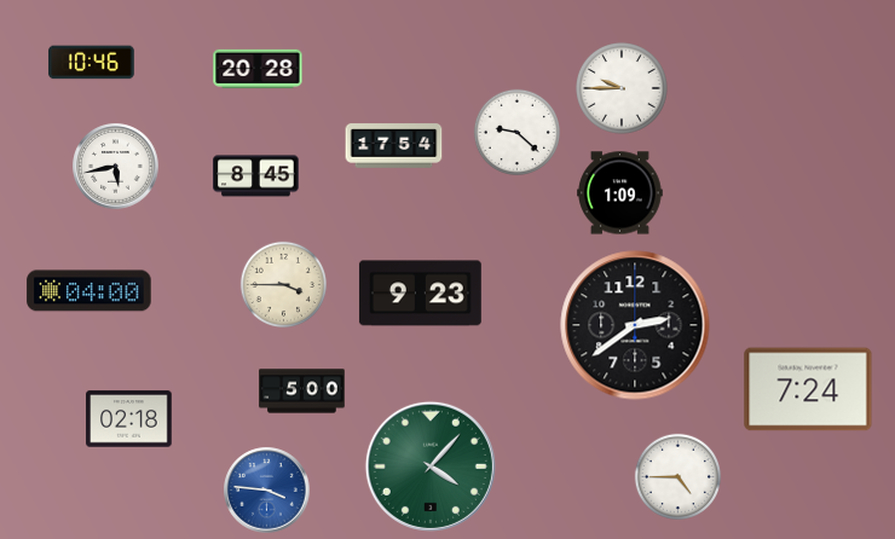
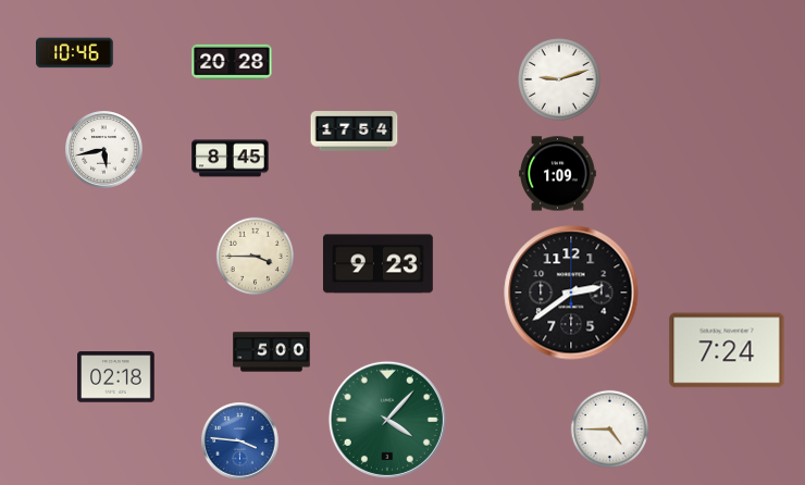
clock at (92, 63) position: (92, 63) -> (75, 53)
clock at (623, 89): 9:45 -> 9:12
clock at (516, 132): 9:22 -> none
clock at (89, 291): 04:00 -> none
